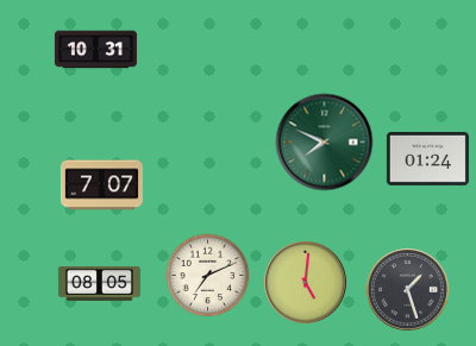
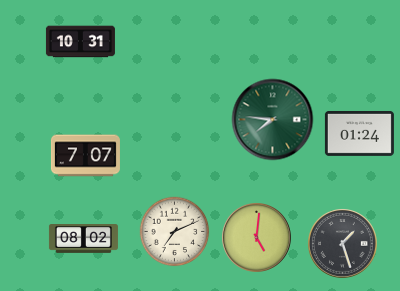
clock at (325, 143): 7:49 -> 7:46
clock at (99, 284): 08:05 -> 08:02
